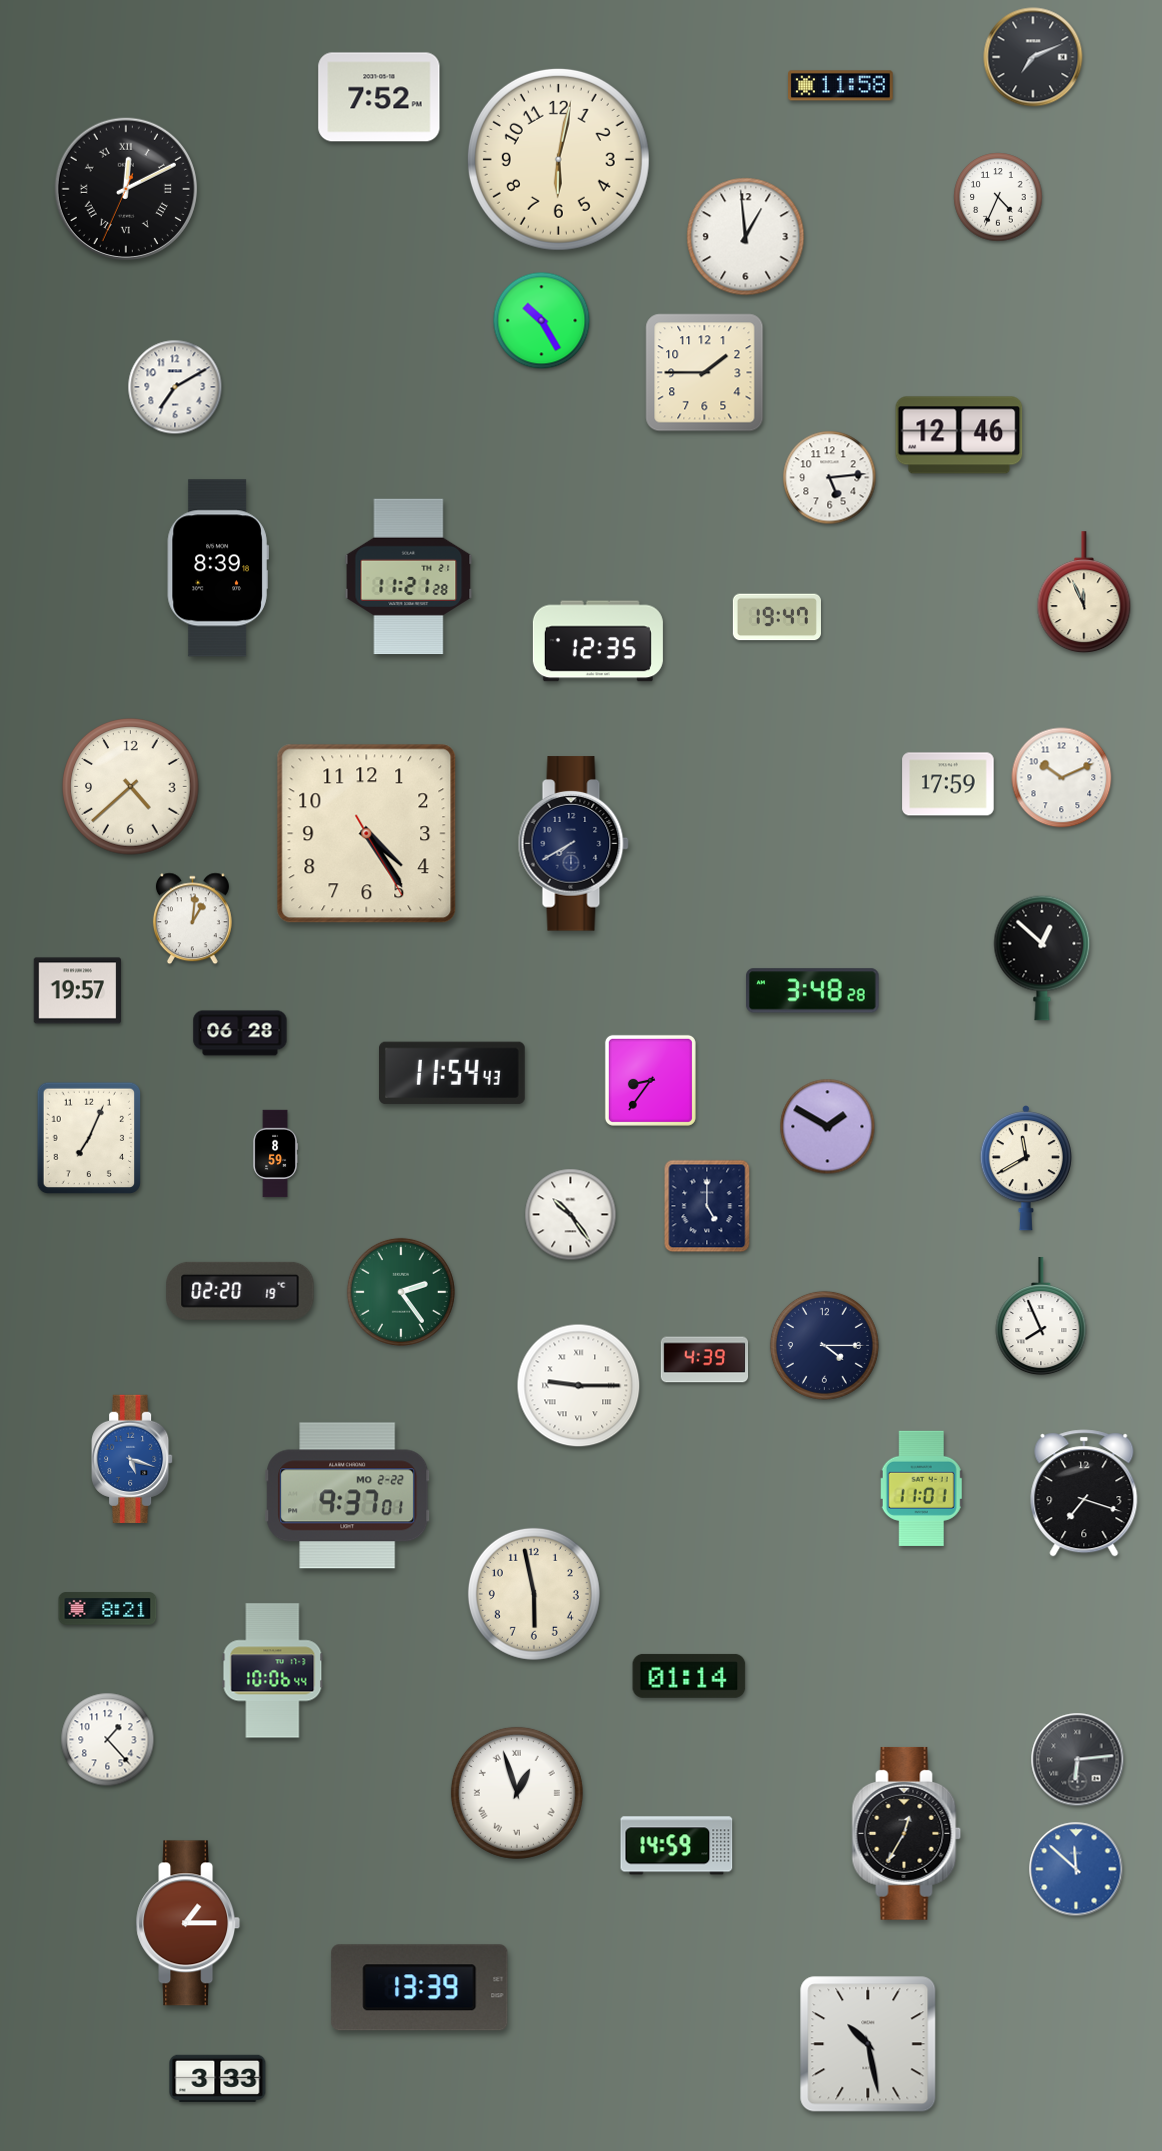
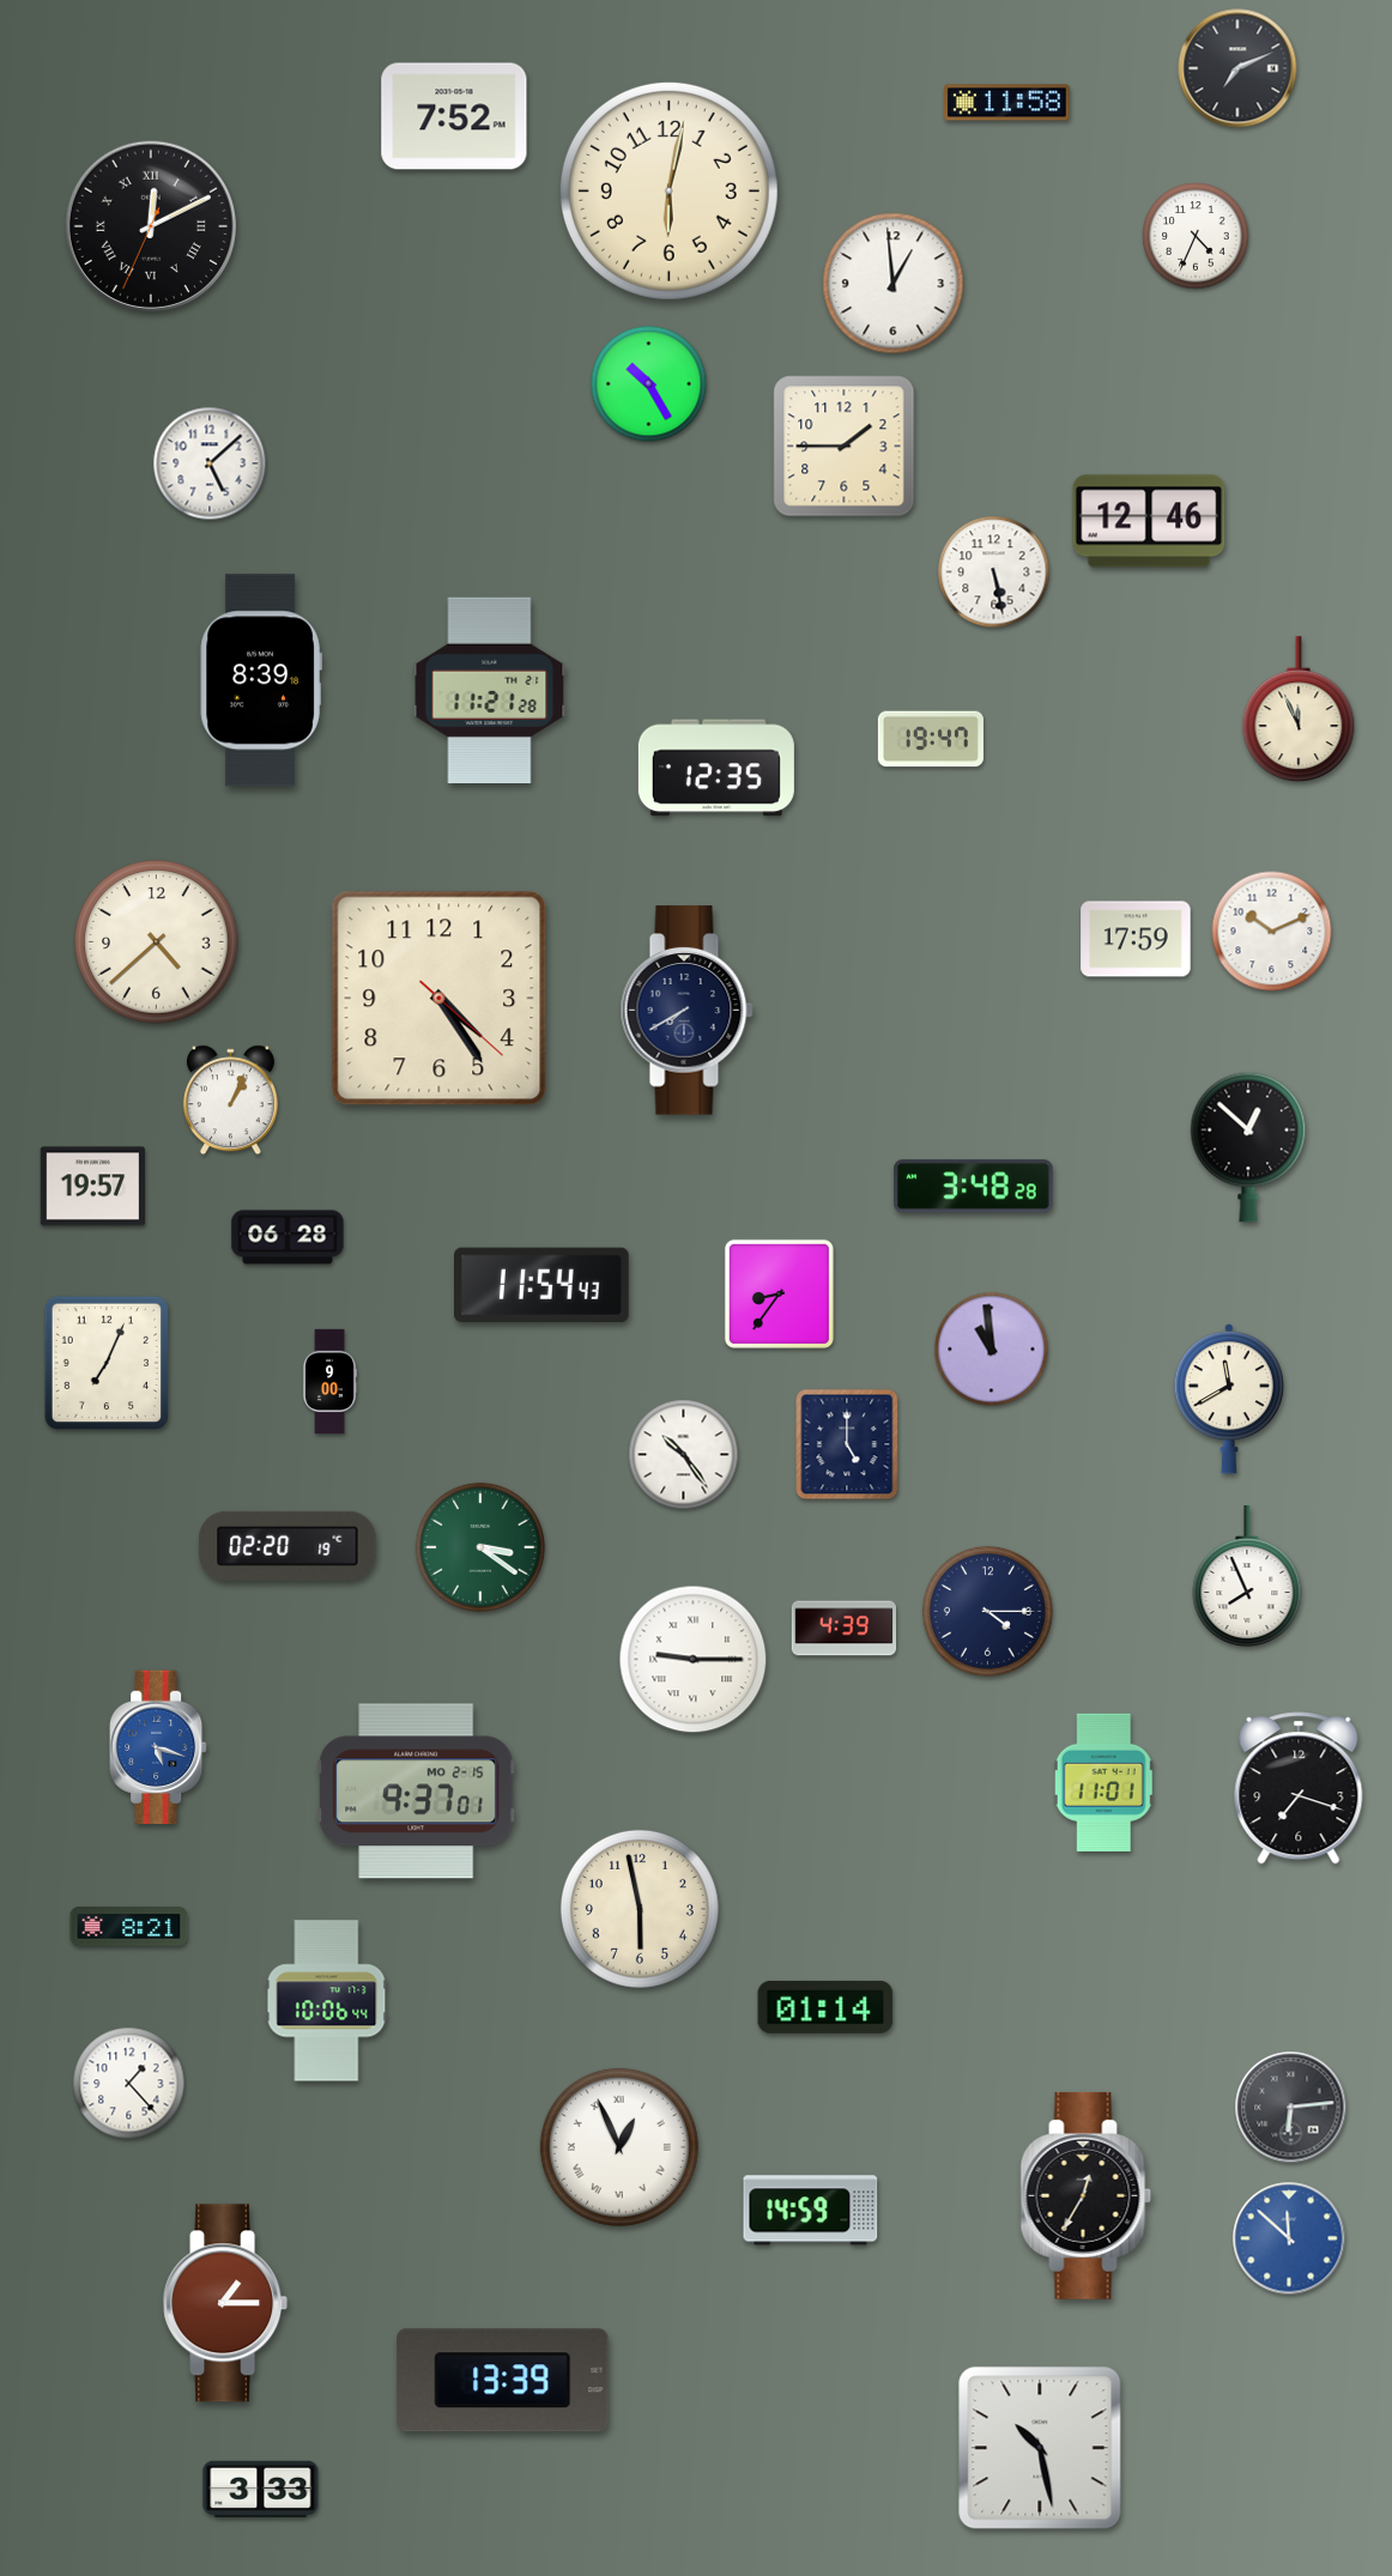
clock at (175, 387): 7:10 -> 5:08
clock at (830, 478): 5:14 -> 5:28
clock at (367, 834): 4:24:25 -> 4:24:22
clock at (192, 919): 1:01 -> 1:04
clock at (828, 1127): 1:50 -> 10:59
clock at (275, 1154): 8:59 -> 9:00
clock at (401, 1292): 2:24 -> 3:21
clock at (348, 1496) date: MO 2-22 -> MO 2-15
clock at (517, 1793): 12:57 -> 12:56
